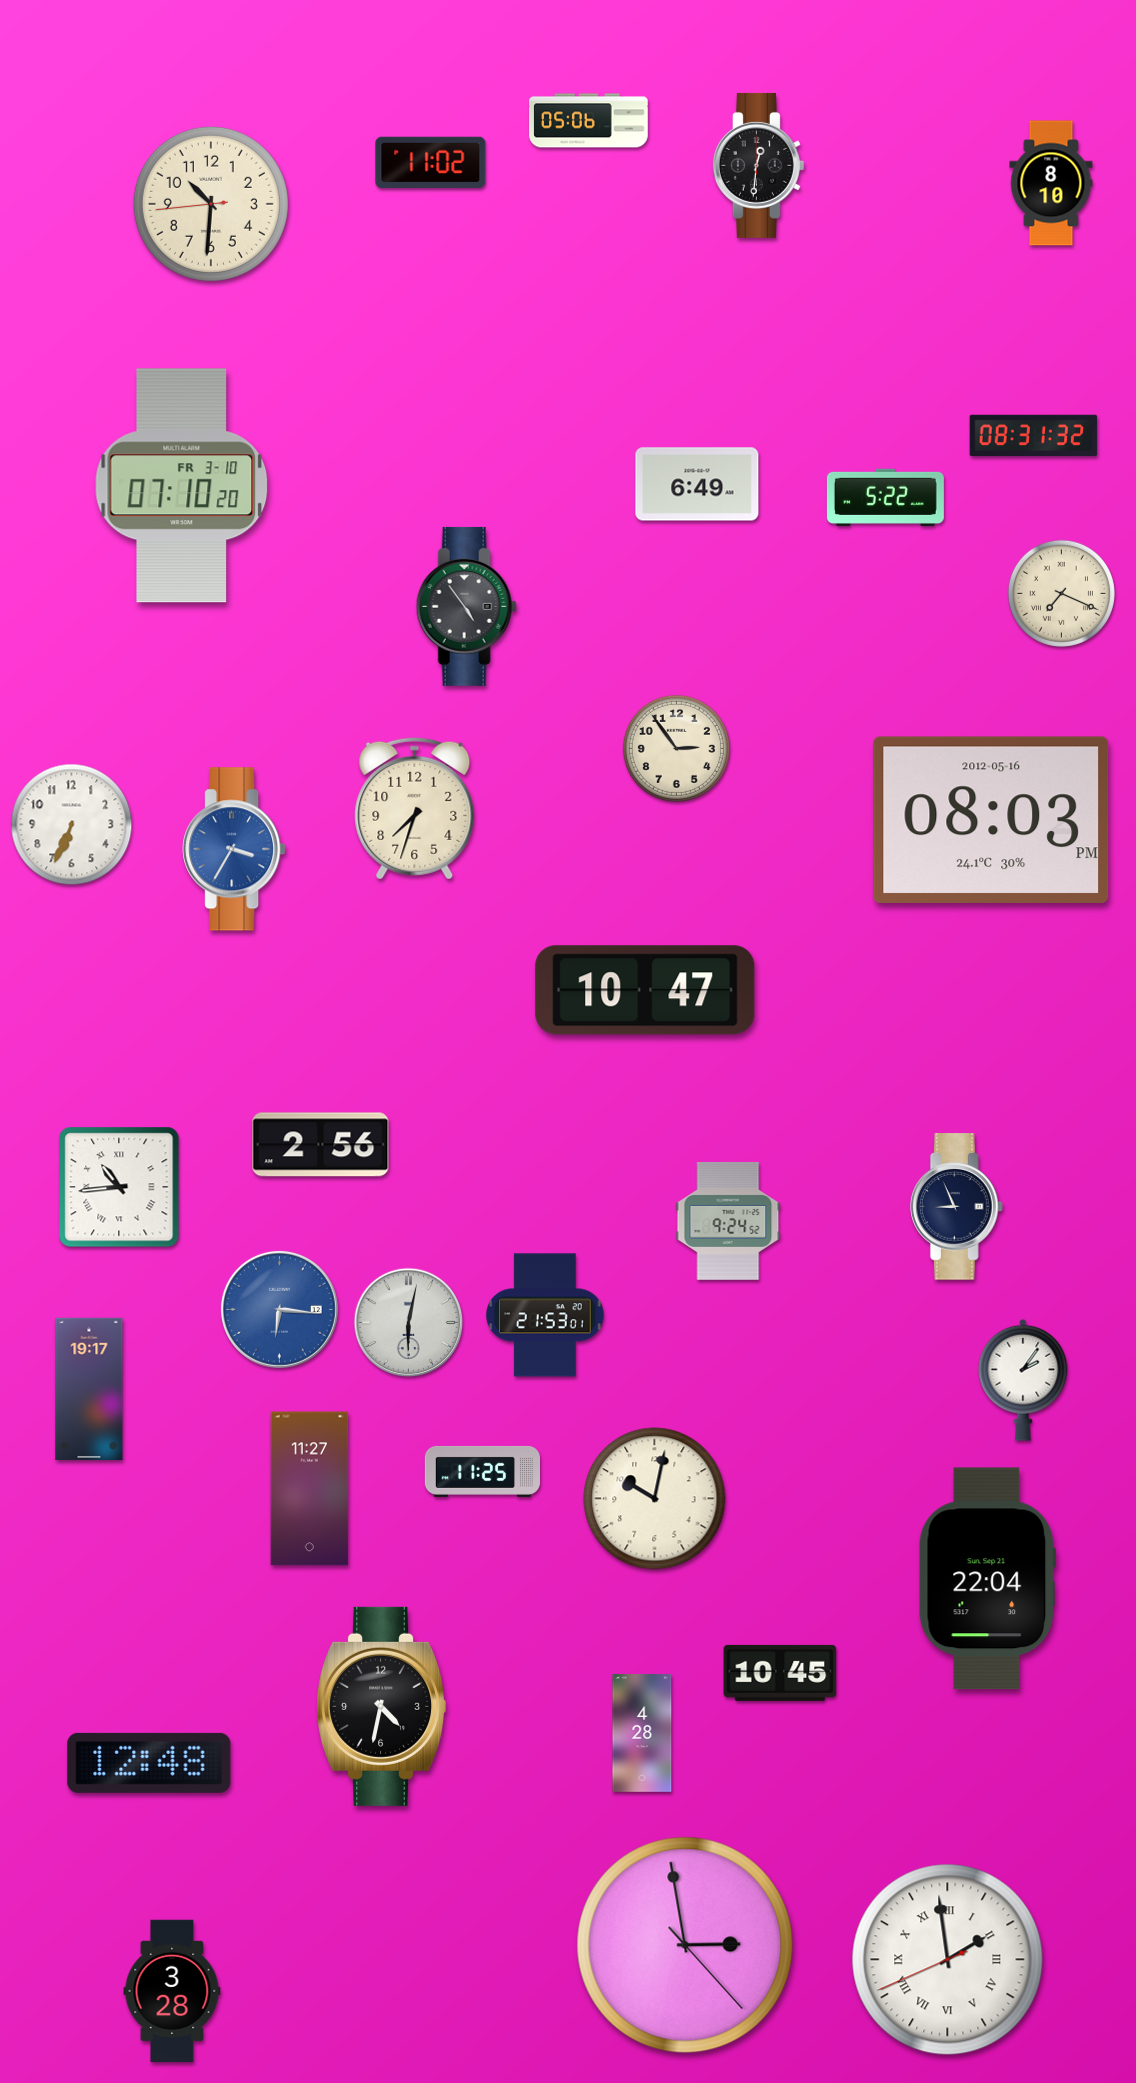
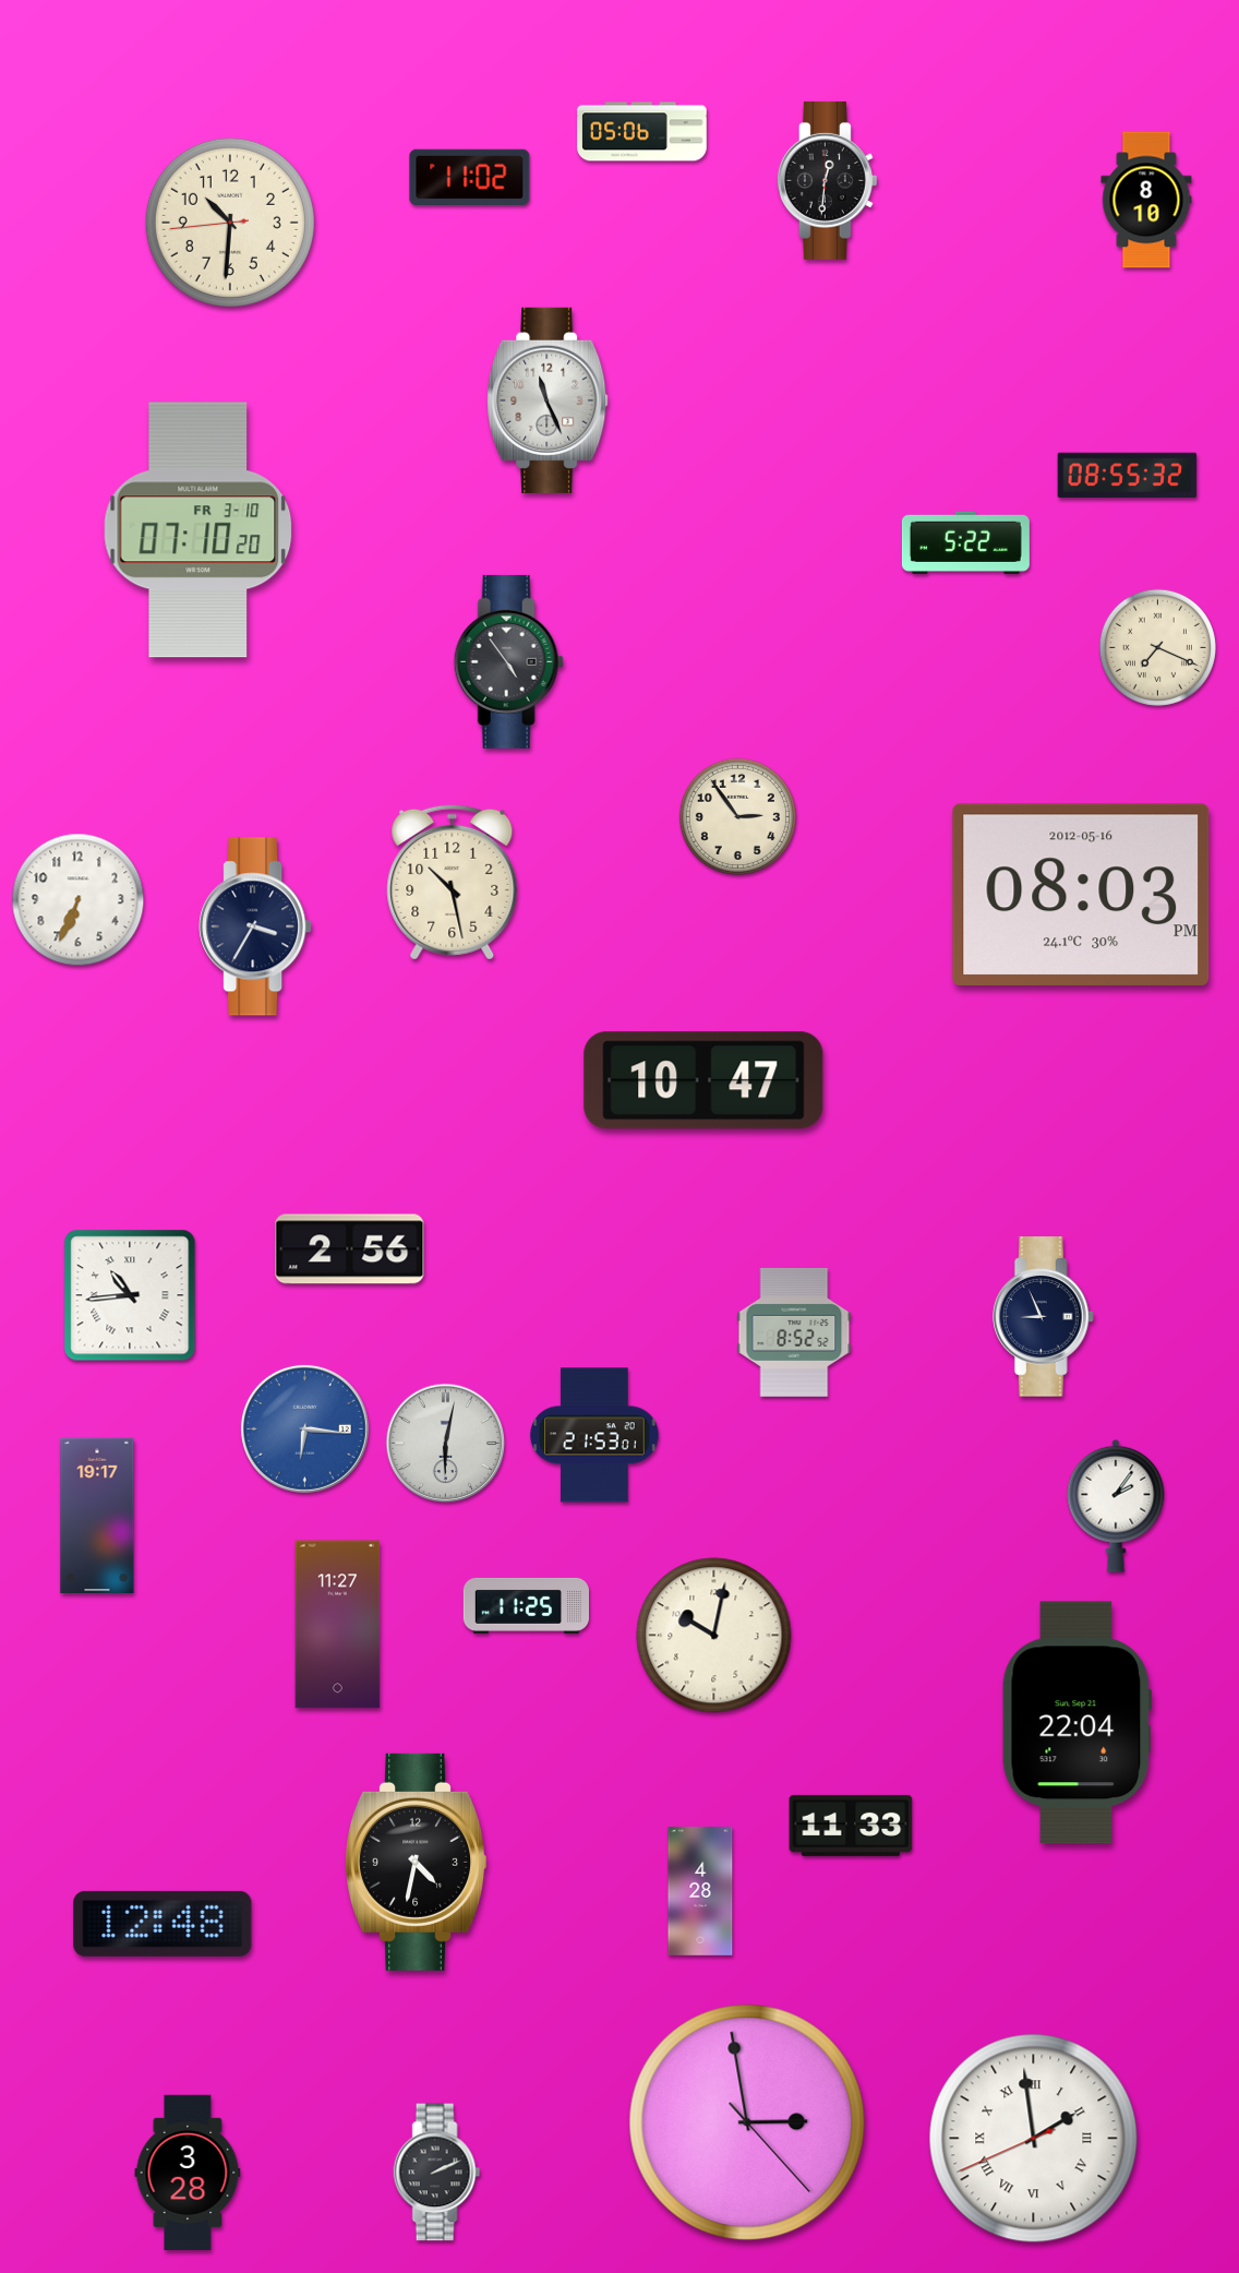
clock at (548, 400): none -> 11:26
clock at (1034, 436): 08:31 -> 08:55
clock at (697, 484): 6:49 -> none
clock at (415, 808): 7:33 -> 10:28
clock at (234, 849) dial: blue -> navy
clock at (728, 1221): 9:24 -> 8:52
clock at (780, 1673): 10:45 -> 11:33
clock at (437, 2173): none -> 2:11
